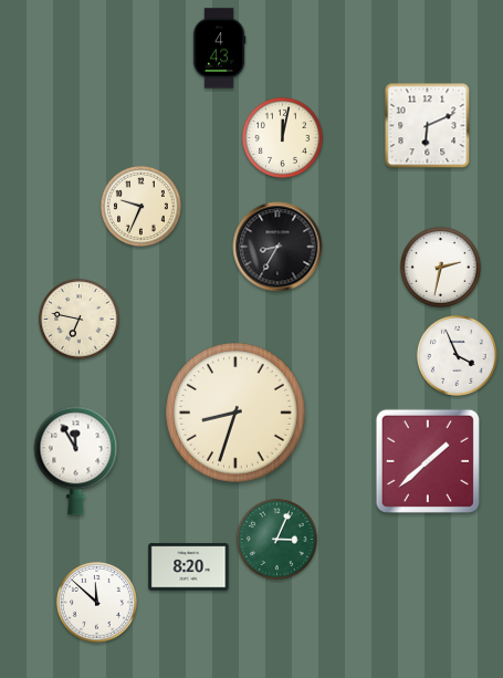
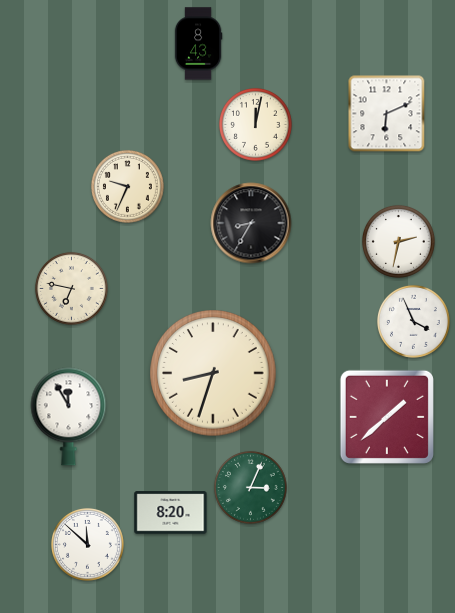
clock at (219, 49): 4:43 -> 8:43
